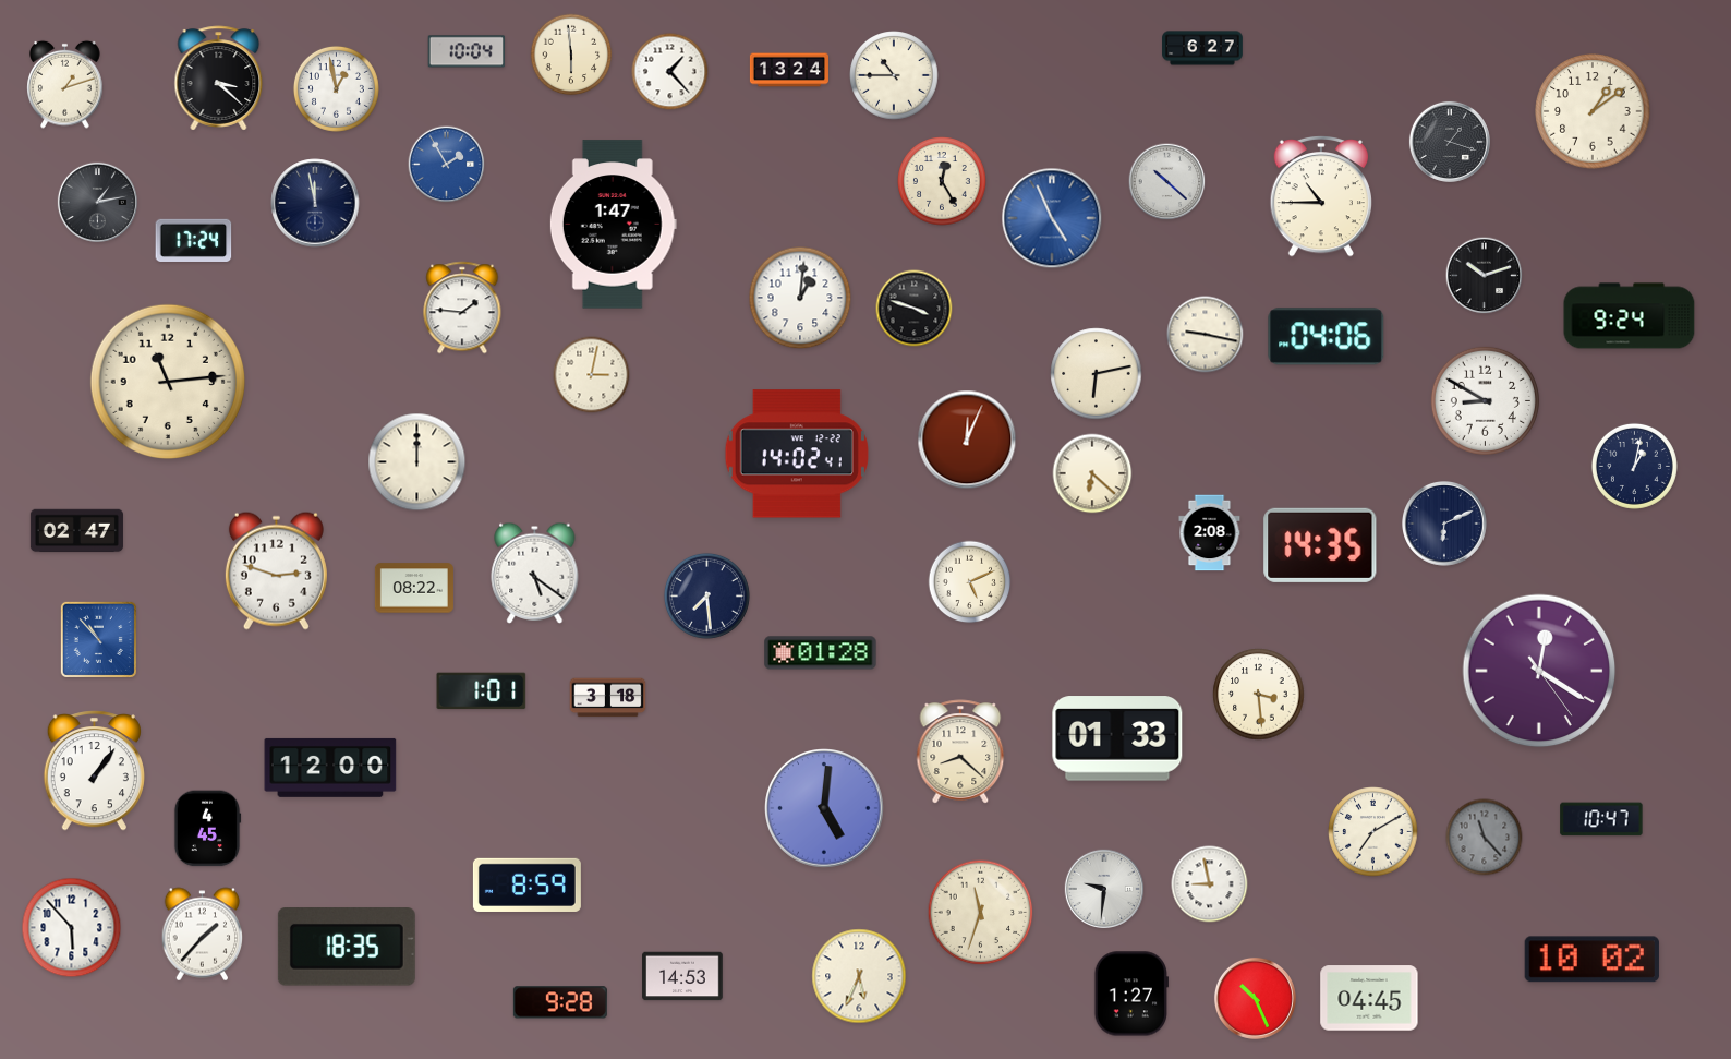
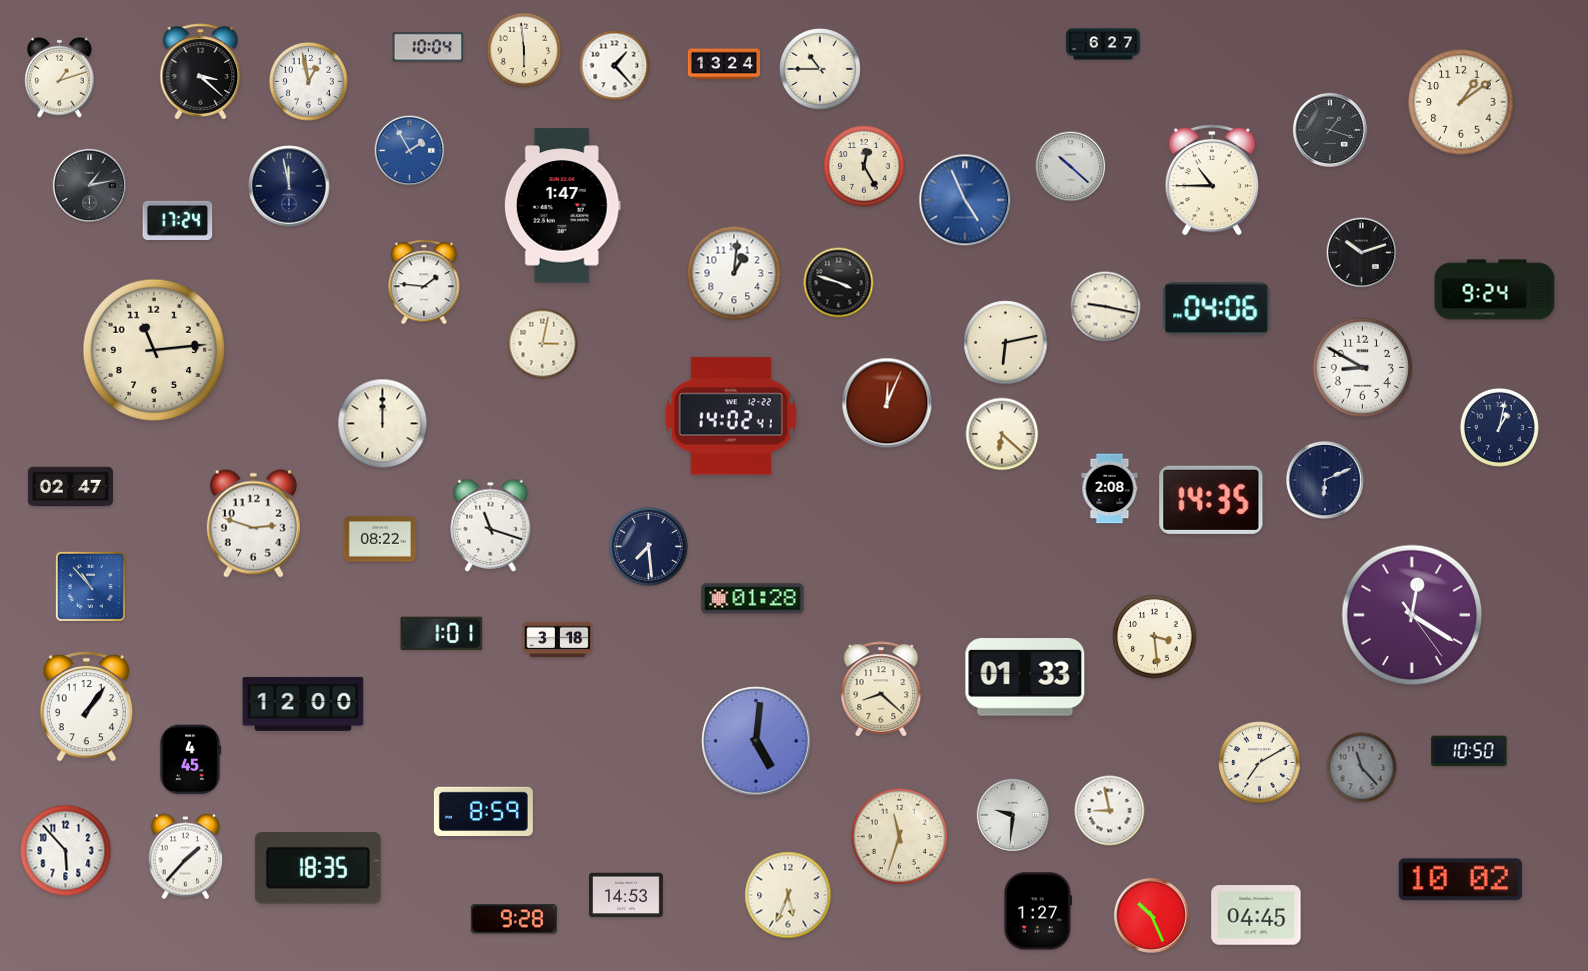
clock at (535, 573): 5:21 -> 11:18
clock at (970, 582): 5:11 -> none
clock at (1601, 819): 10:47 -> 10:50
